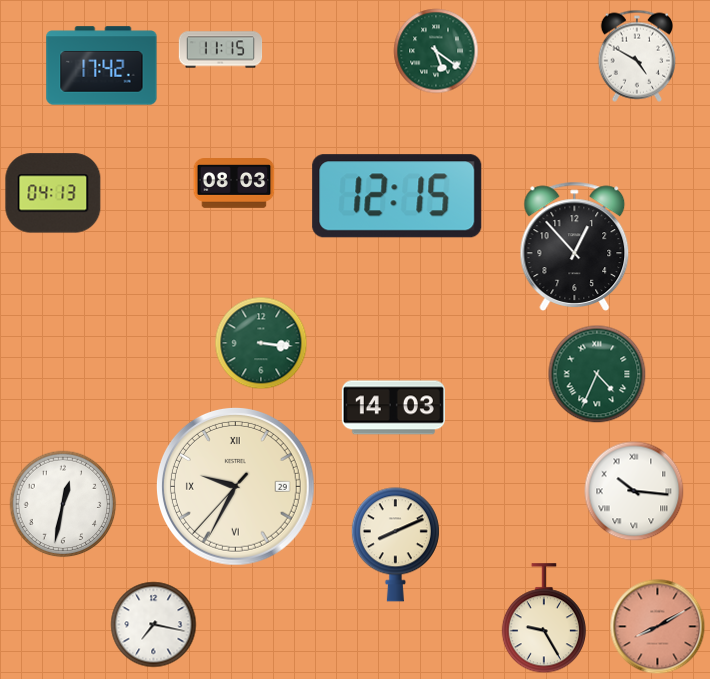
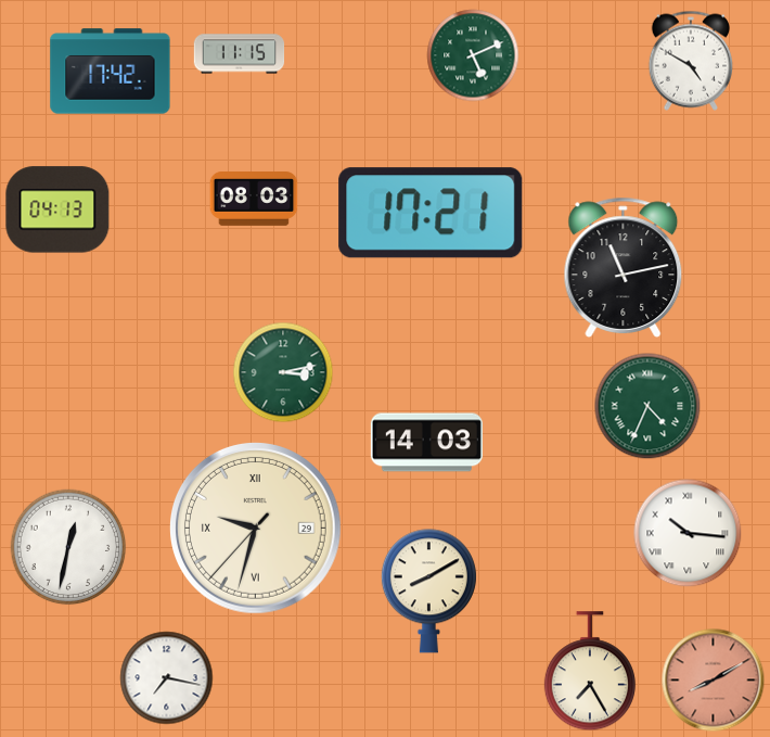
clock at (436, 51): 5:21 -> 5:11
clock at (397, 196): 12:15 -> 17:21
clock at (575, 246): 12:53 -> 11:13
clock at (261, 343): 3:16 -> 3:13
clock at (235, 486): 9:34 -> 9:32
clock at (395, 545): 8:11 -> 8:10
clock at (544, 619): 9:25 -> 7:25
